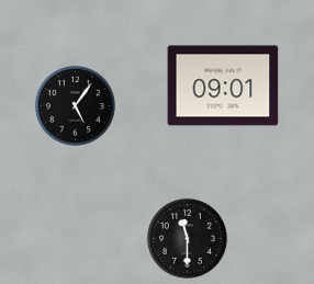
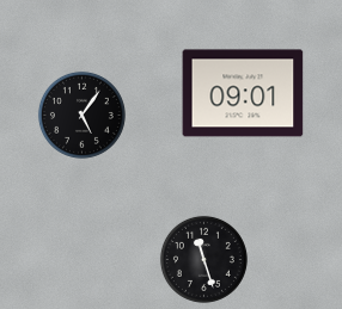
clock at (187, 238): 11:30 -> 11:27
